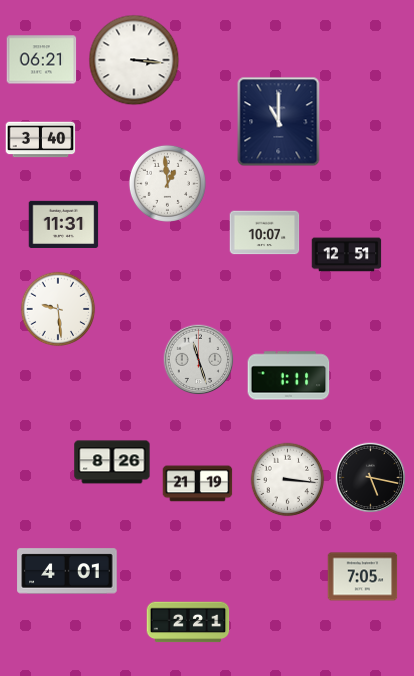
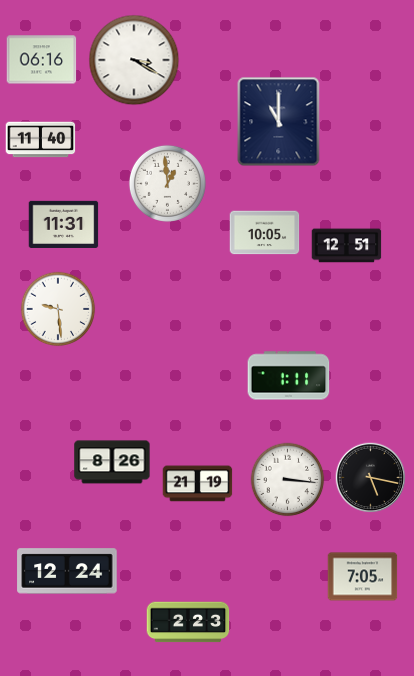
clock at (42, 60): 06:21 -> 06:16
clock at (134, 60): 3:16 -> 3:20
clock at (41, 140): 3:40 -> 11:40
clock at (265, 233): 10:07 -> 10:05
clock at (347, 255) position: (347, 255) -> (347, 246)
clock at (199, 360): 11:27 -> none
clock at (67, 571): 4:01 -> 12:24
clock at (188, 622): 2:21 -> 2:23
